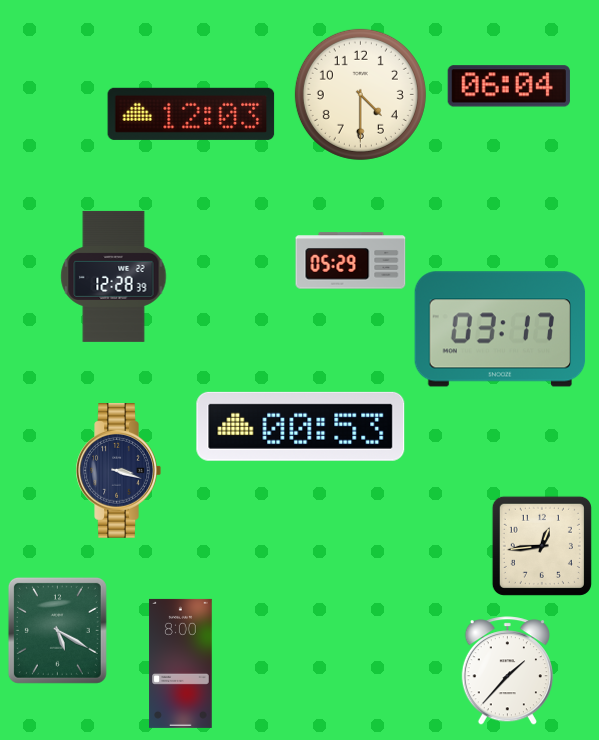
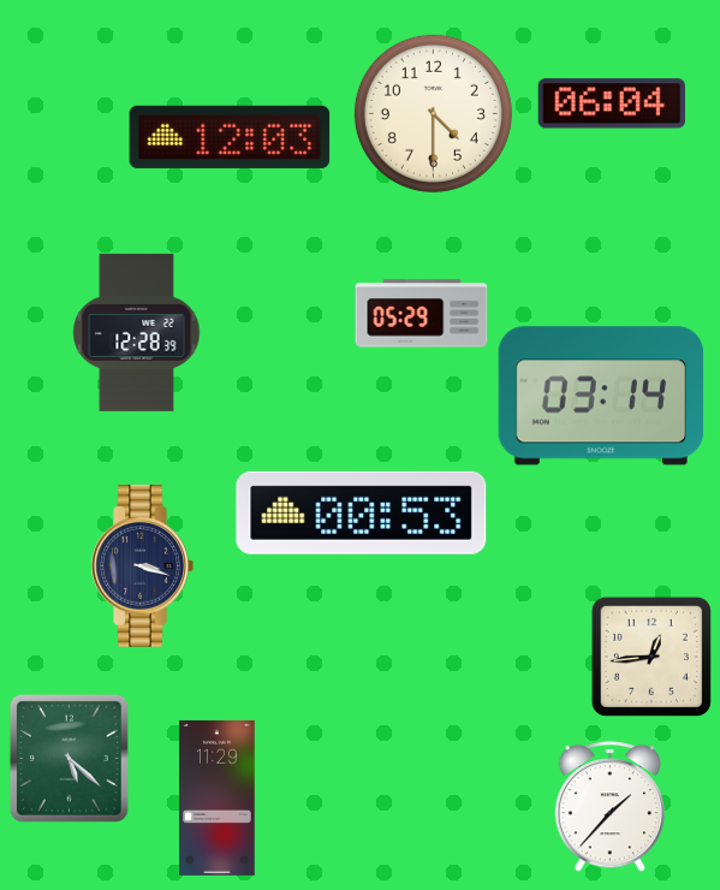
clock at (500, 329): 03:17 -> 03:14
clock at (57, 630): 5:20 -> 5:22
clock at (181, 663): 8:00 -> 11:29
